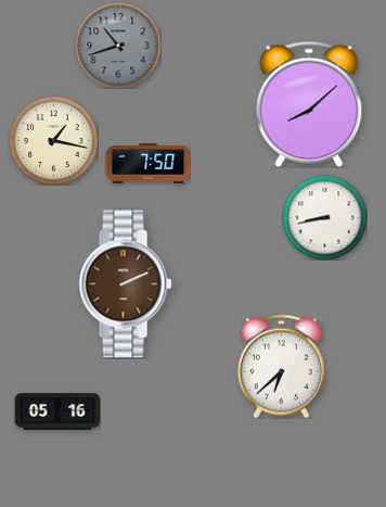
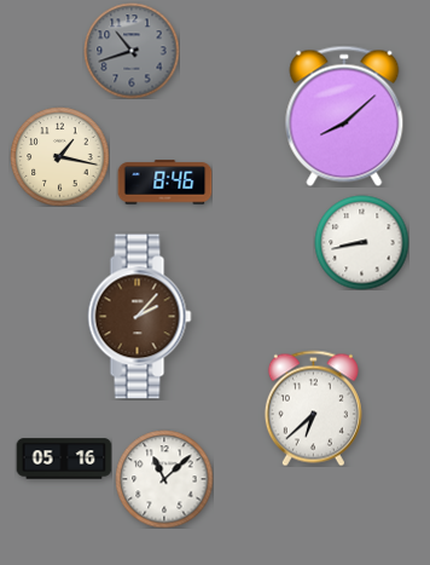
clock at (147, 164): 7:50 -> 8:46
clock at (126, 284): 2:11 -> 2:07
clock at (164, 479): none -> 11:08
